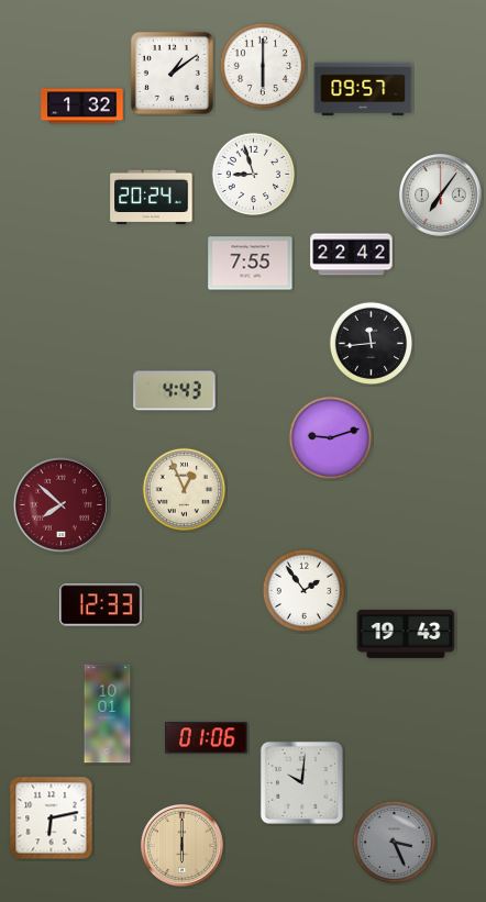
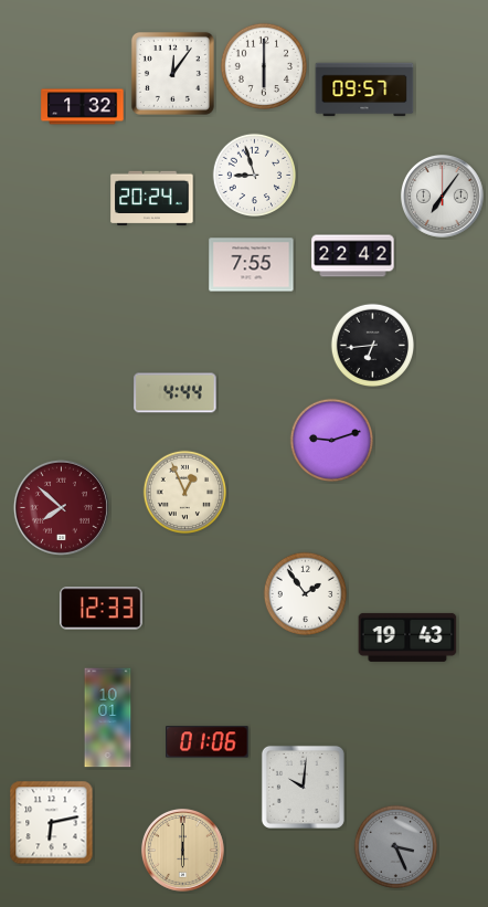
clock at (172, 73): 1:09 -> 12:06
clock at (372, 344): 11:44 -> 6:44
clock at (175, 391): 4:43 -> 4:44
